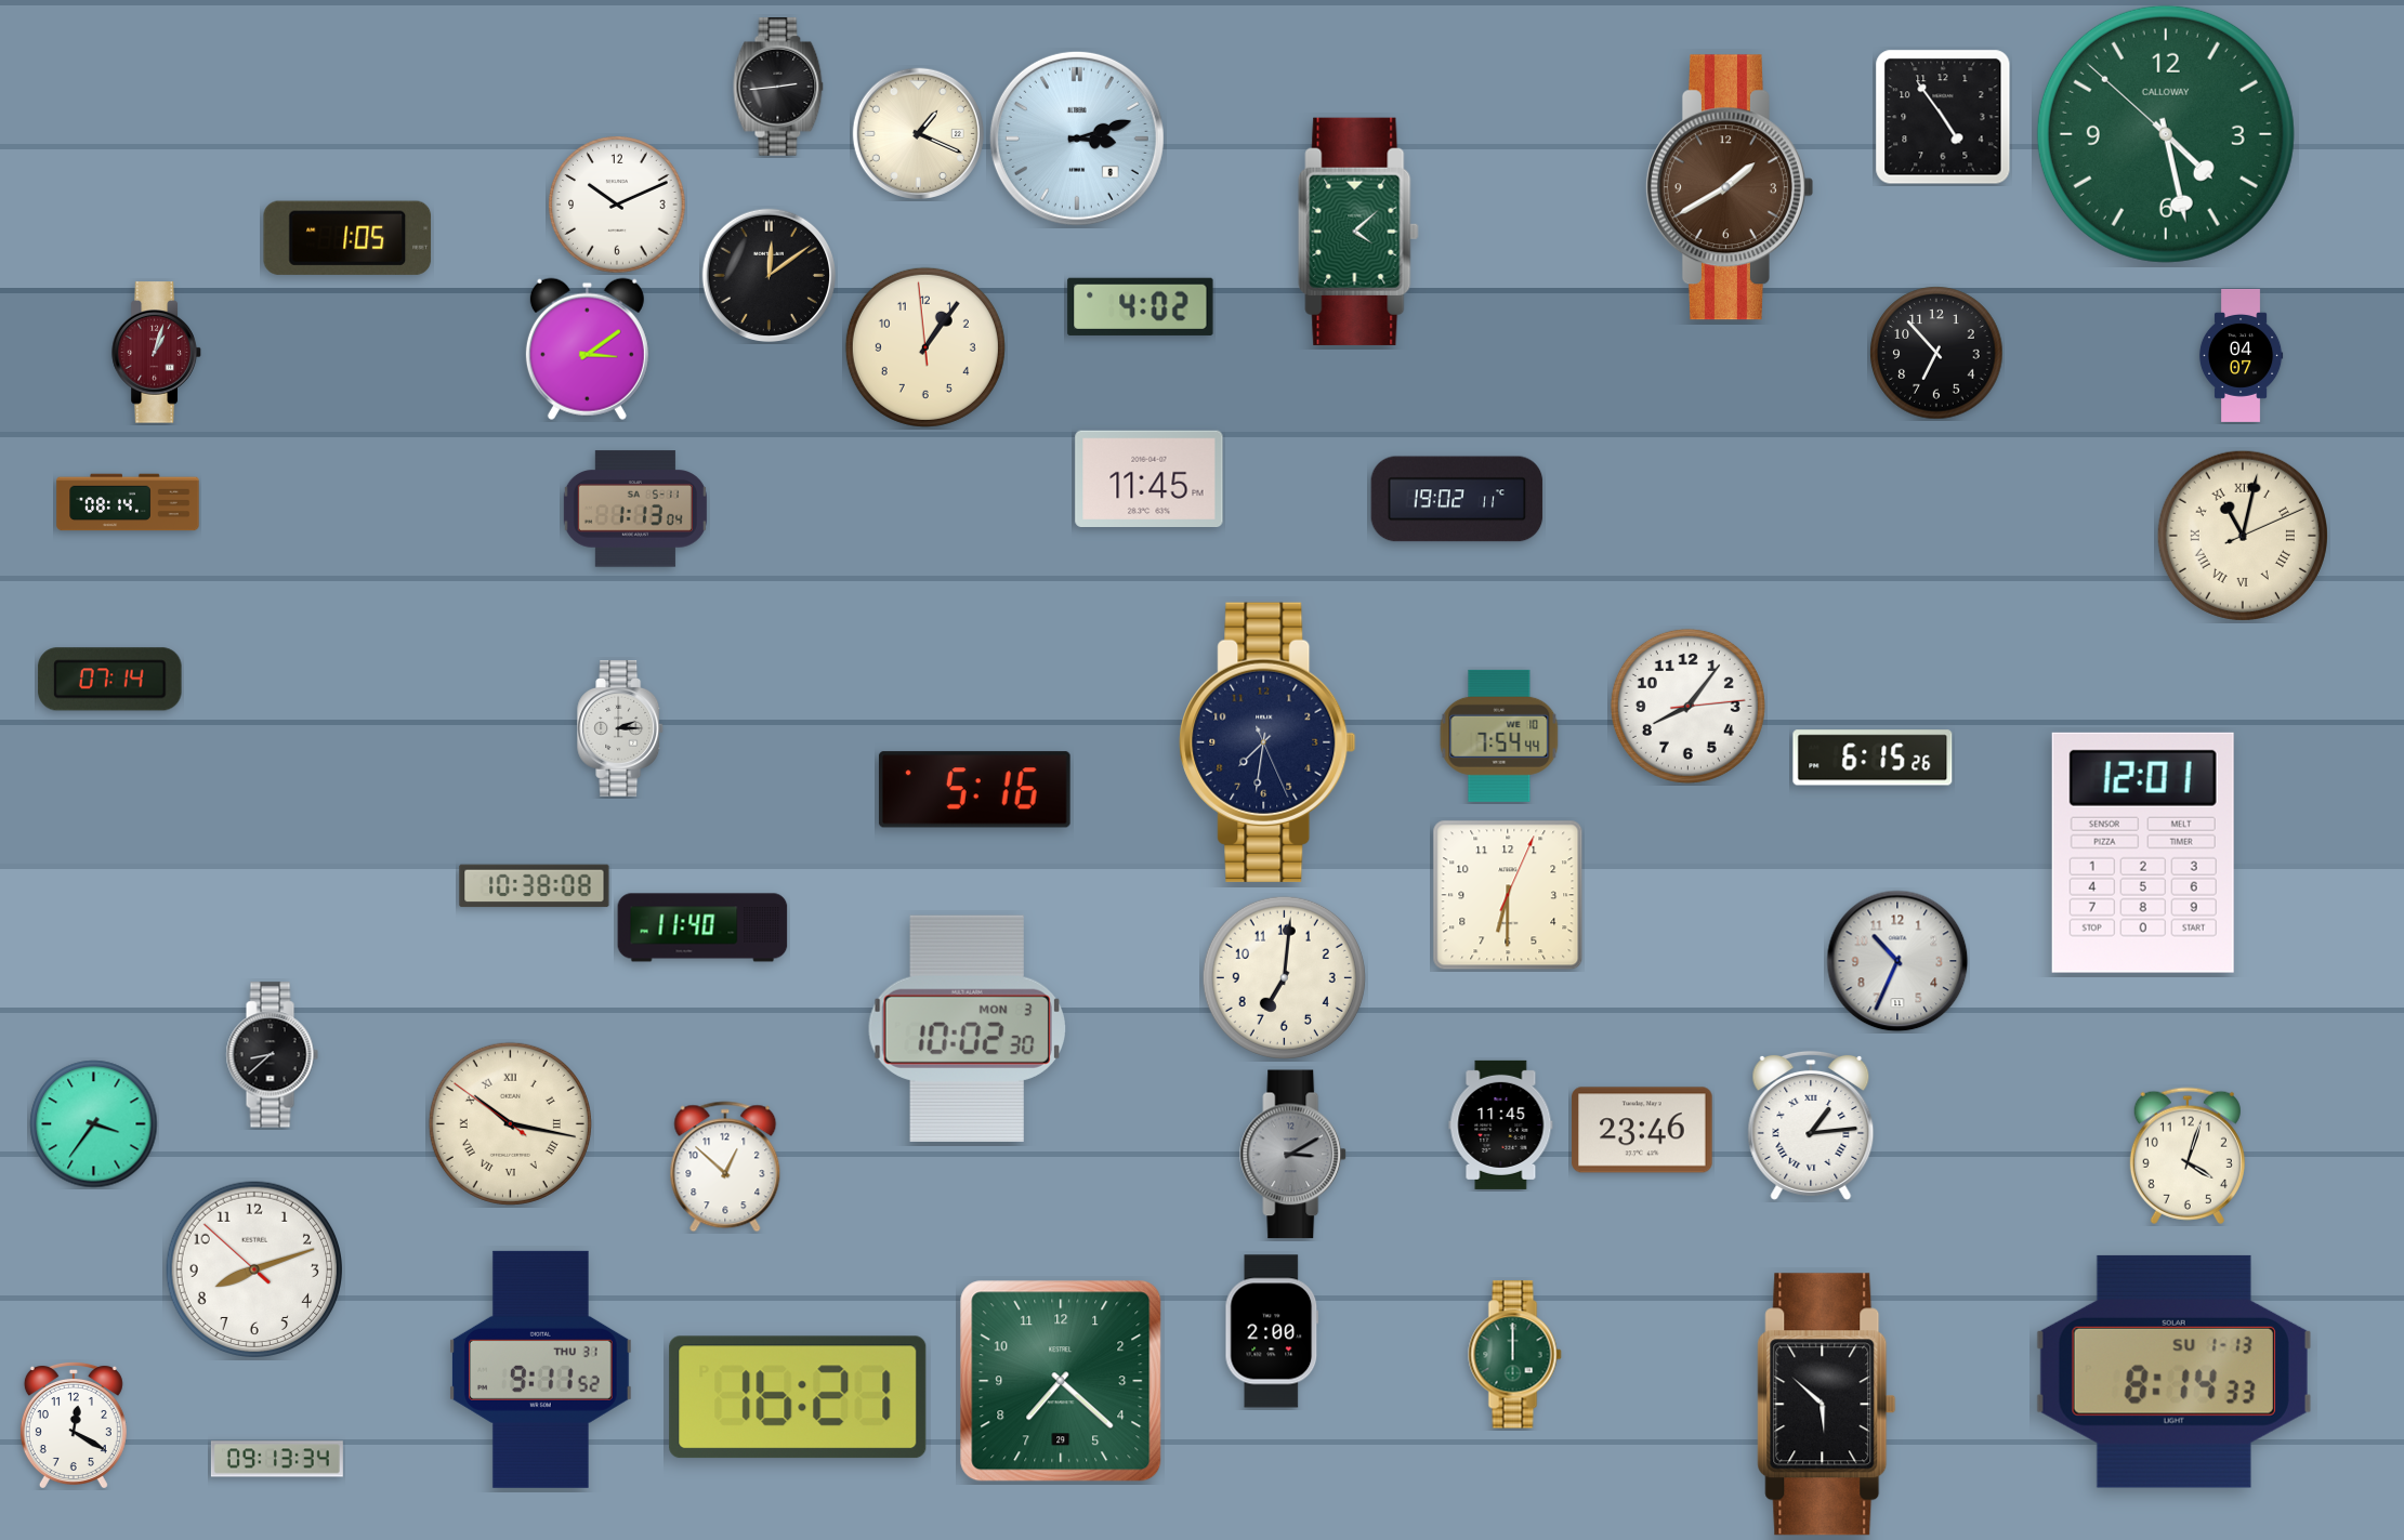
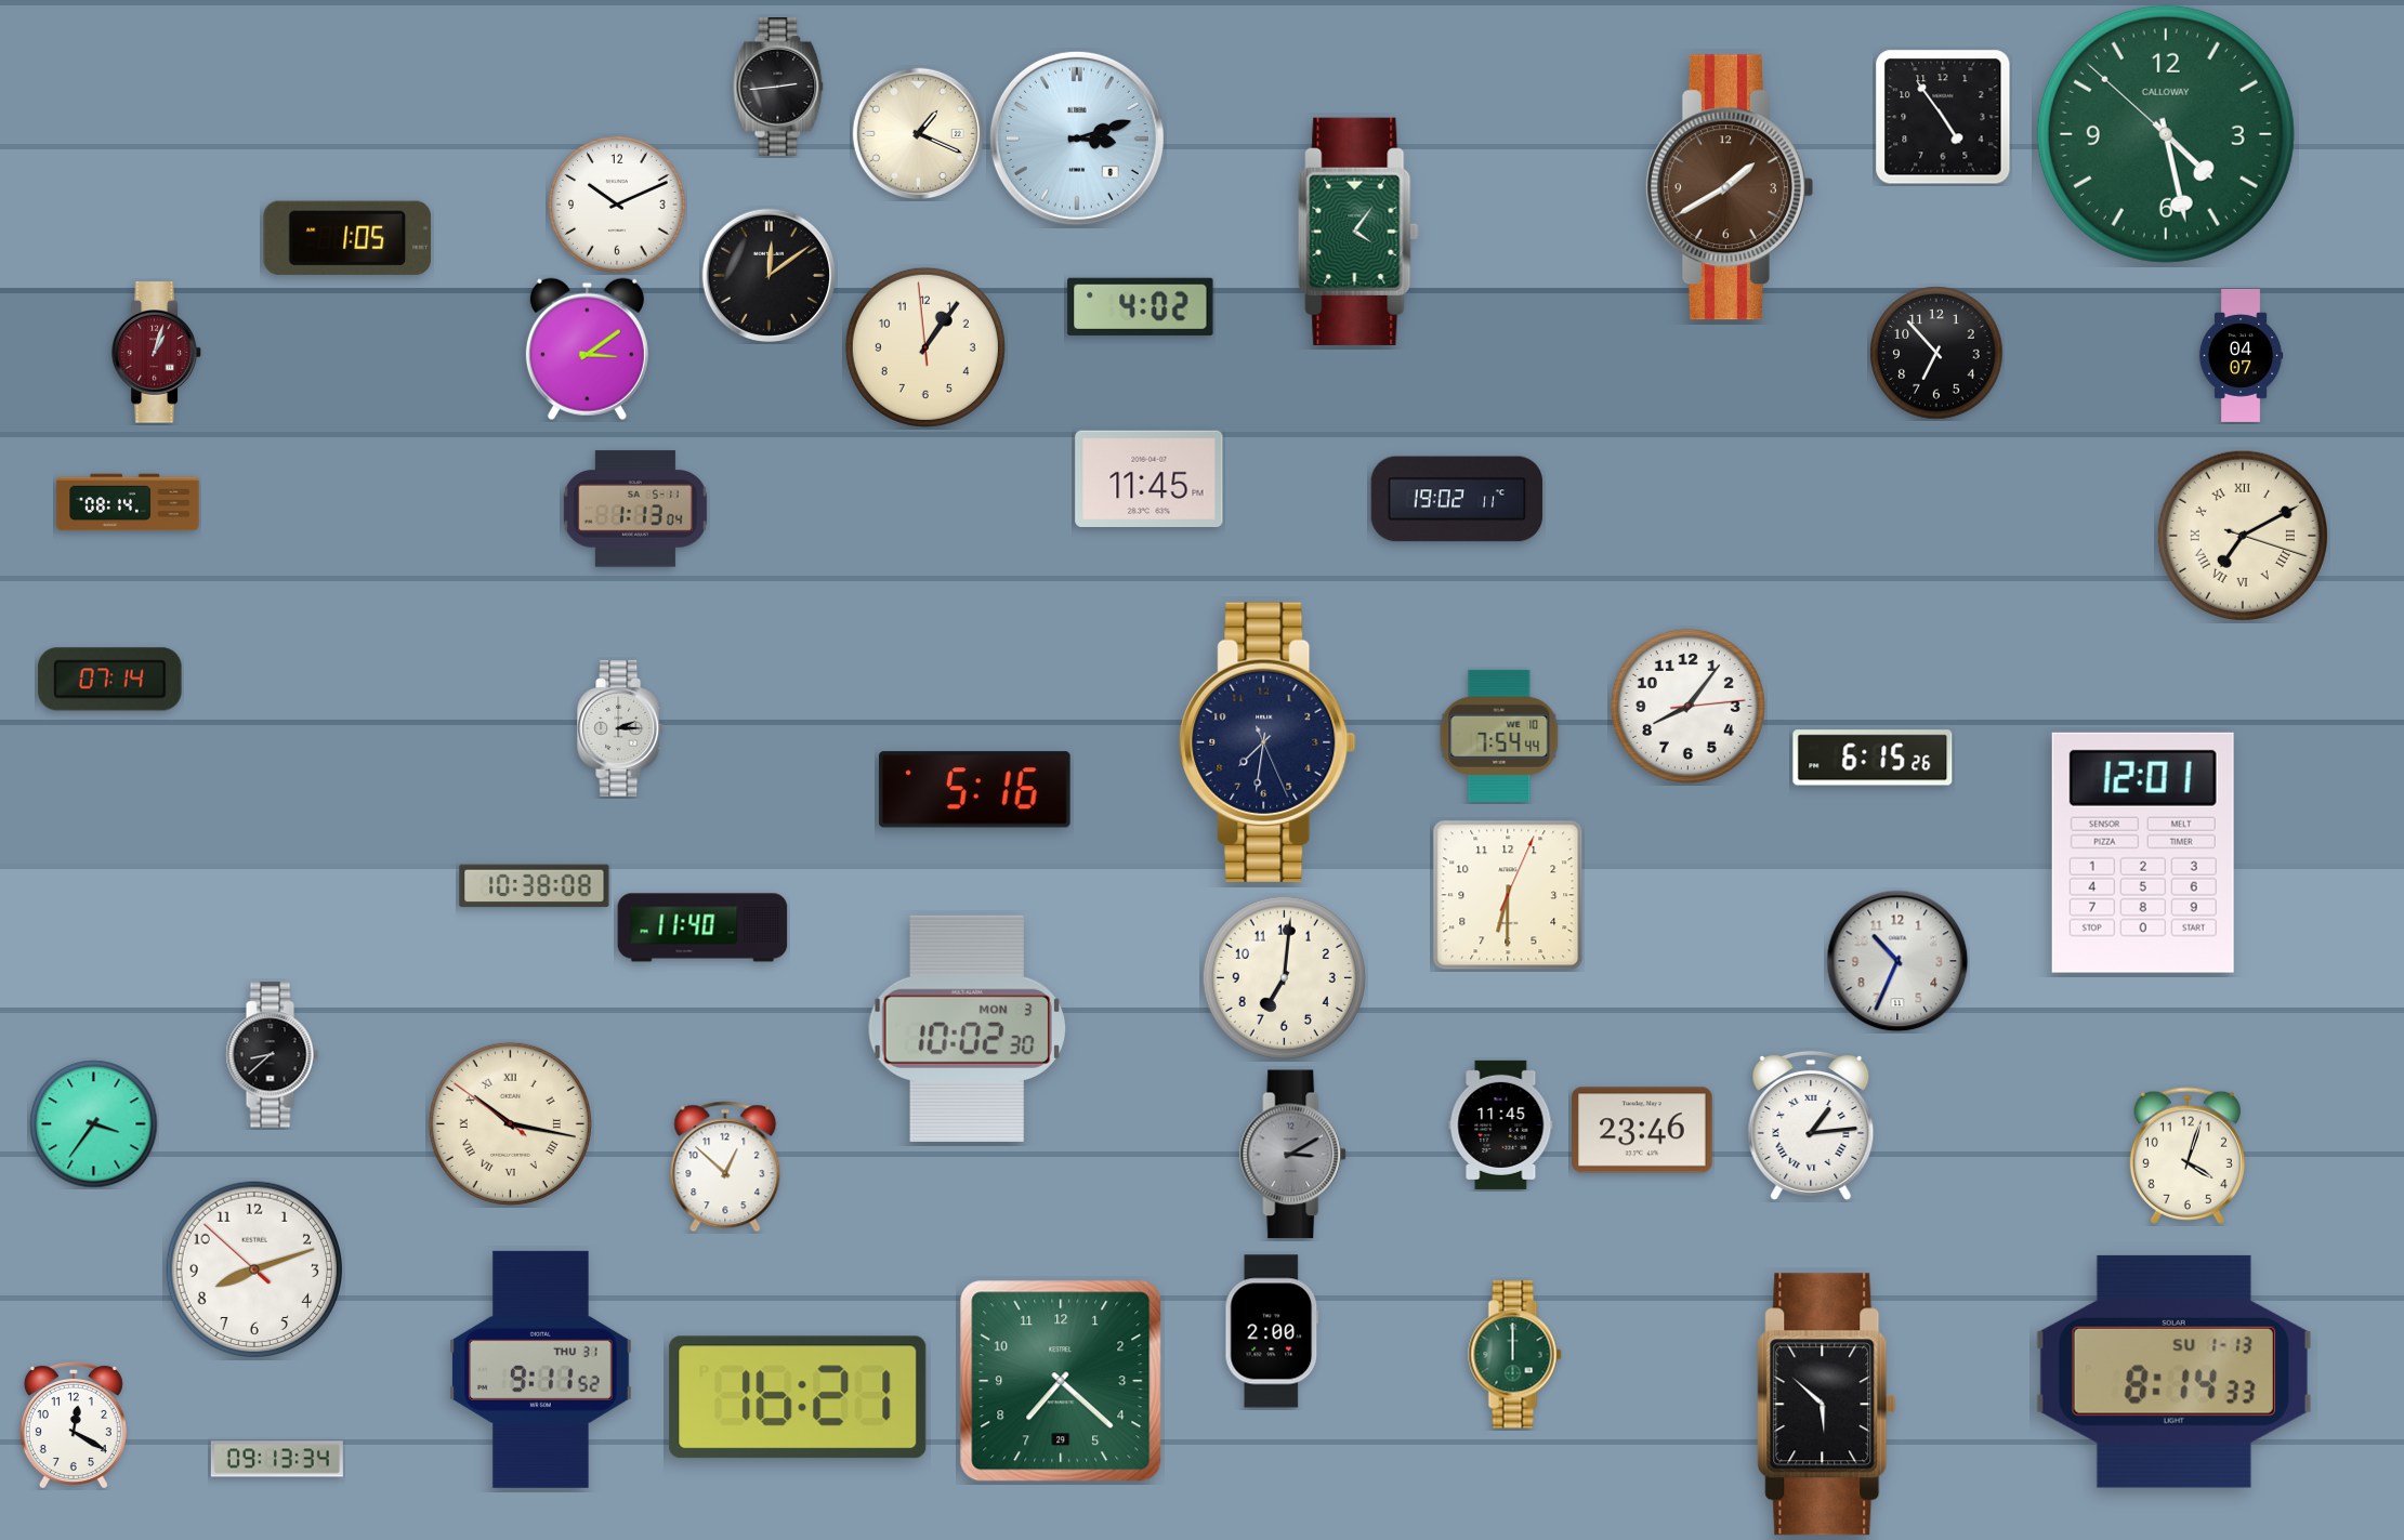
clock at (1358, 232): 4:08 -> 4:06
clock at (2243, 536): 11:02 -> 7:10
